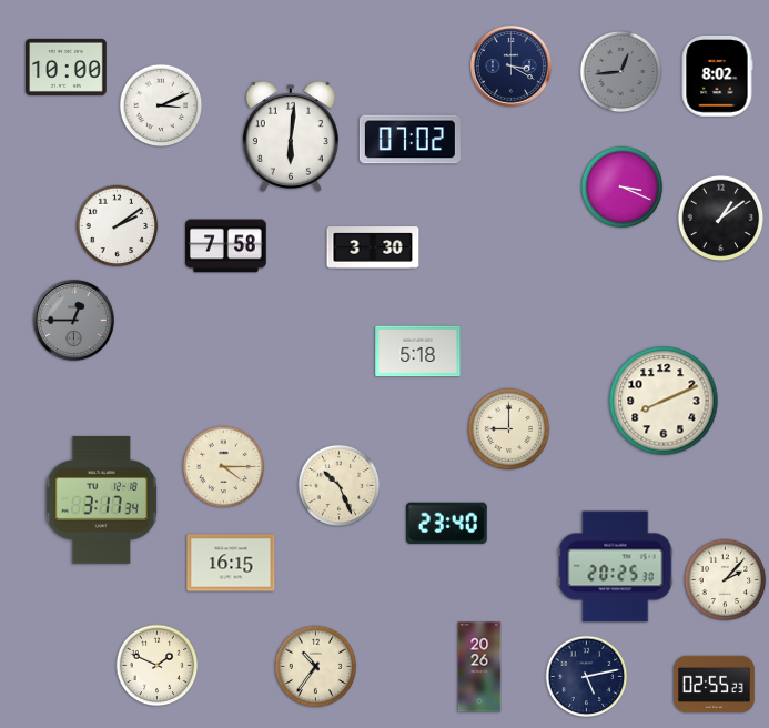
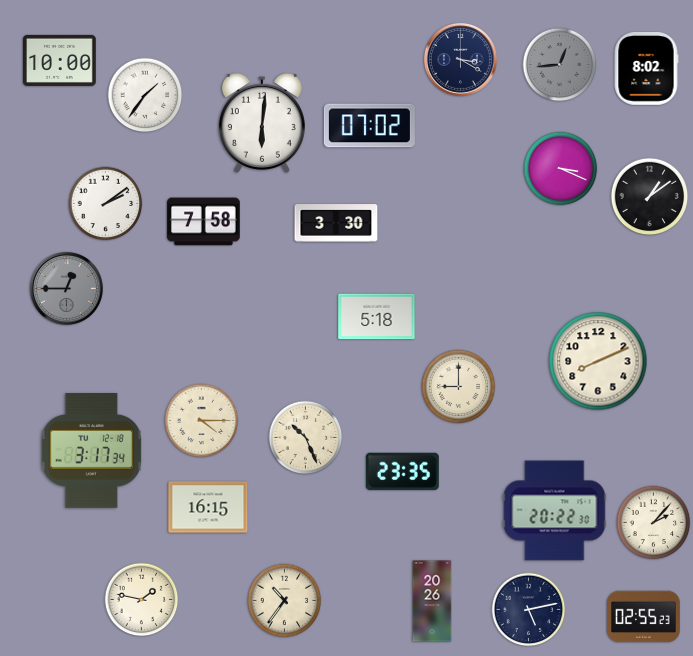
clock at (161, 105): 3:11 -> 1:36
clock at (446, 523): 23:40 -> 23:35
clock at (616, 567): 20:25 -> 20:22
clock at (158, 666): 1:49 -> 1:47
